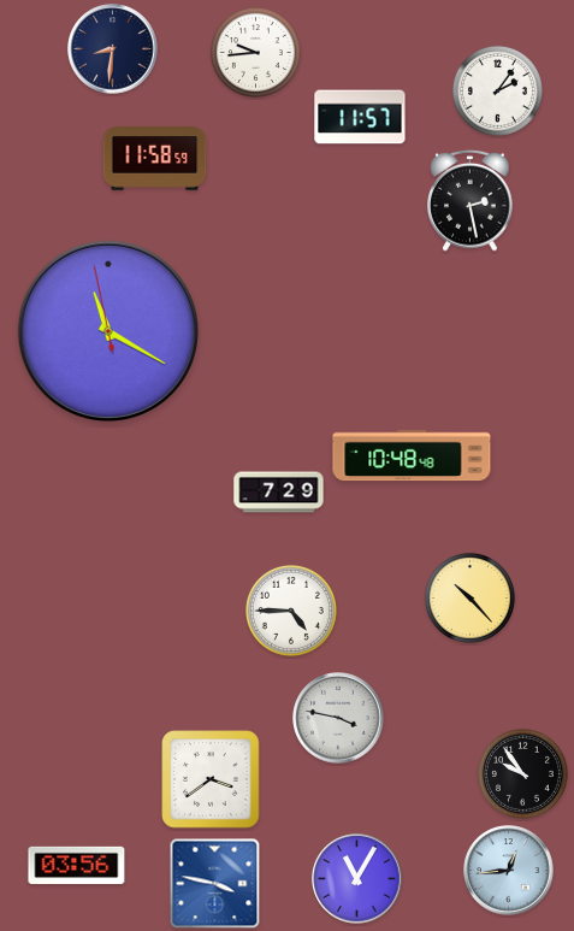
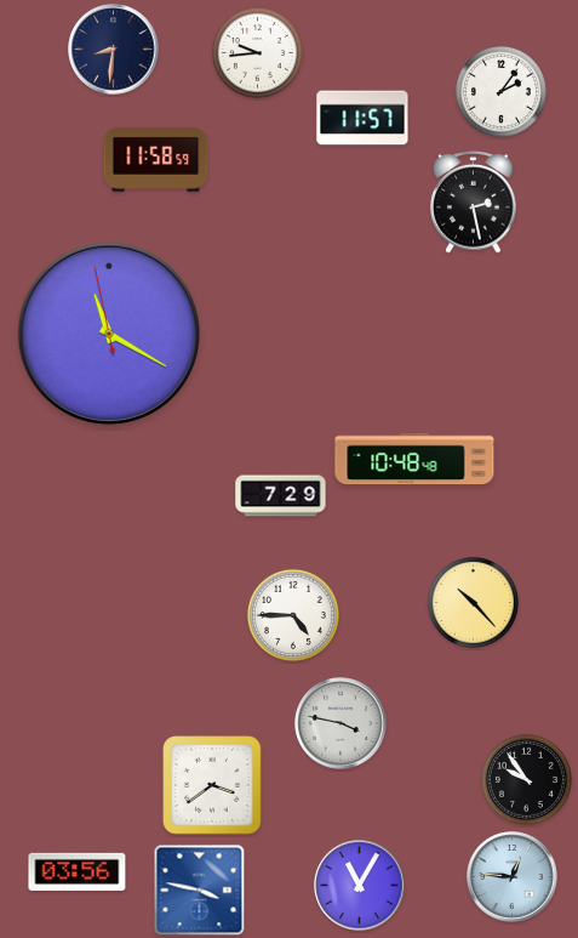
clock at (509, 871): 12:44 -> 12:46
clock at (215, 884) position: (215, 884) -> (200, 891)
